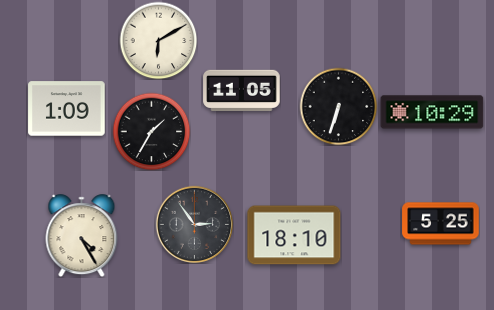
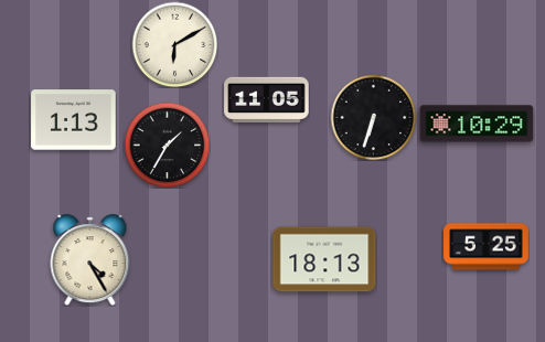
clock at (67, 109): 1:09 -> 1:13
clock at (194, 224): 2:54 -> none
clock at (294, 235): 18:10 -> 18:13
